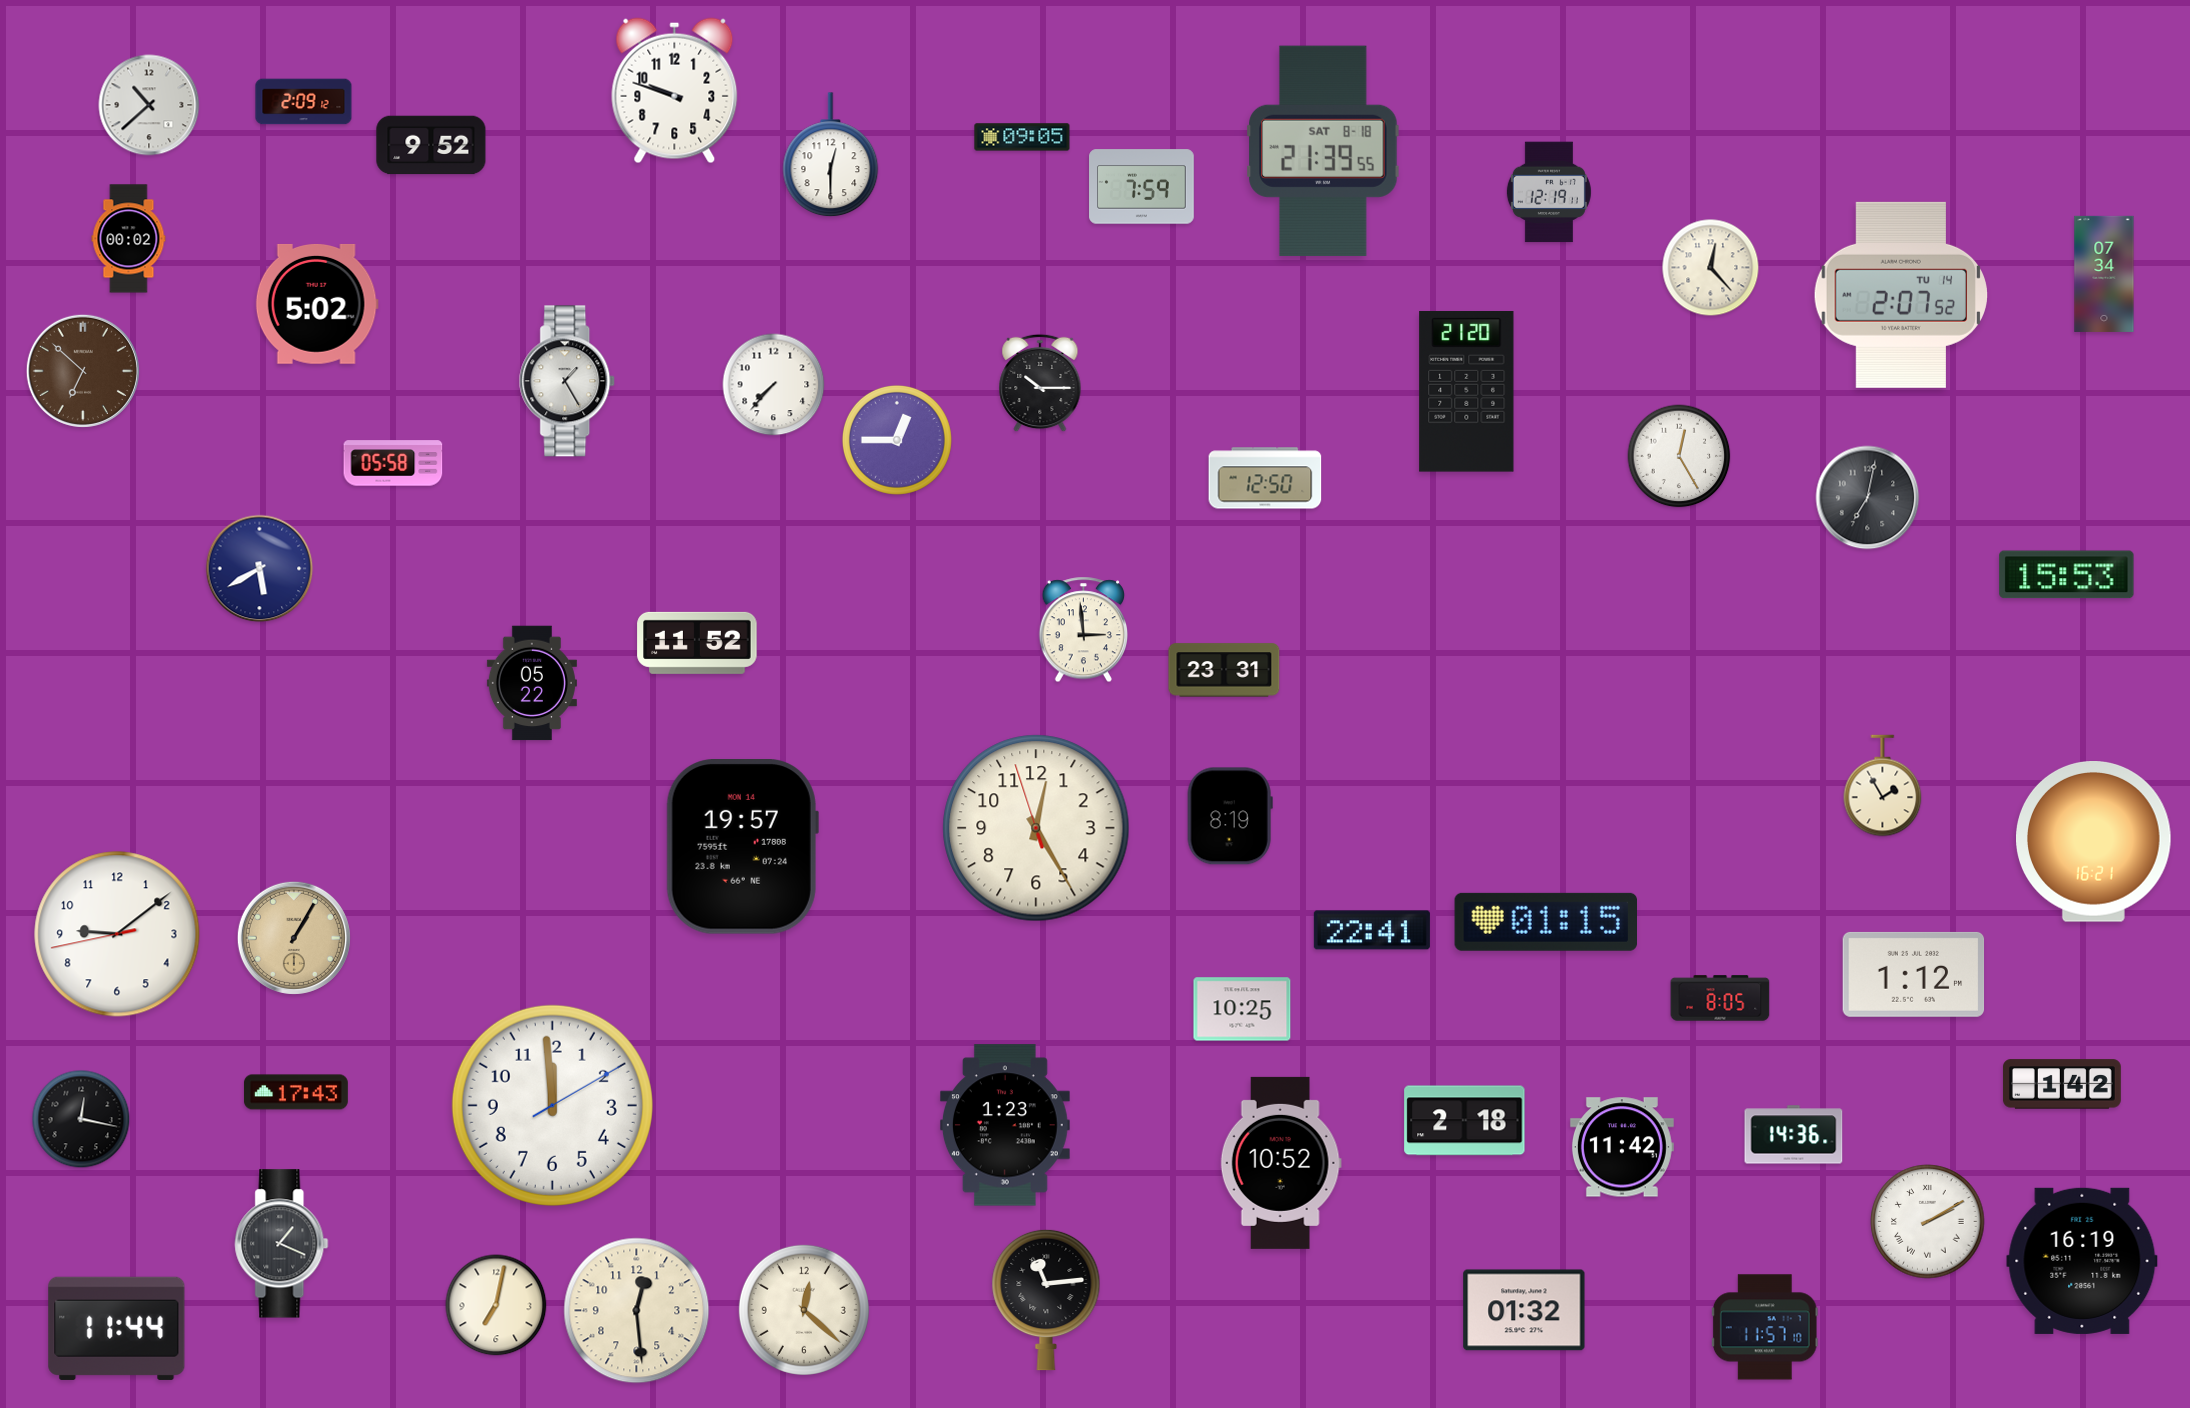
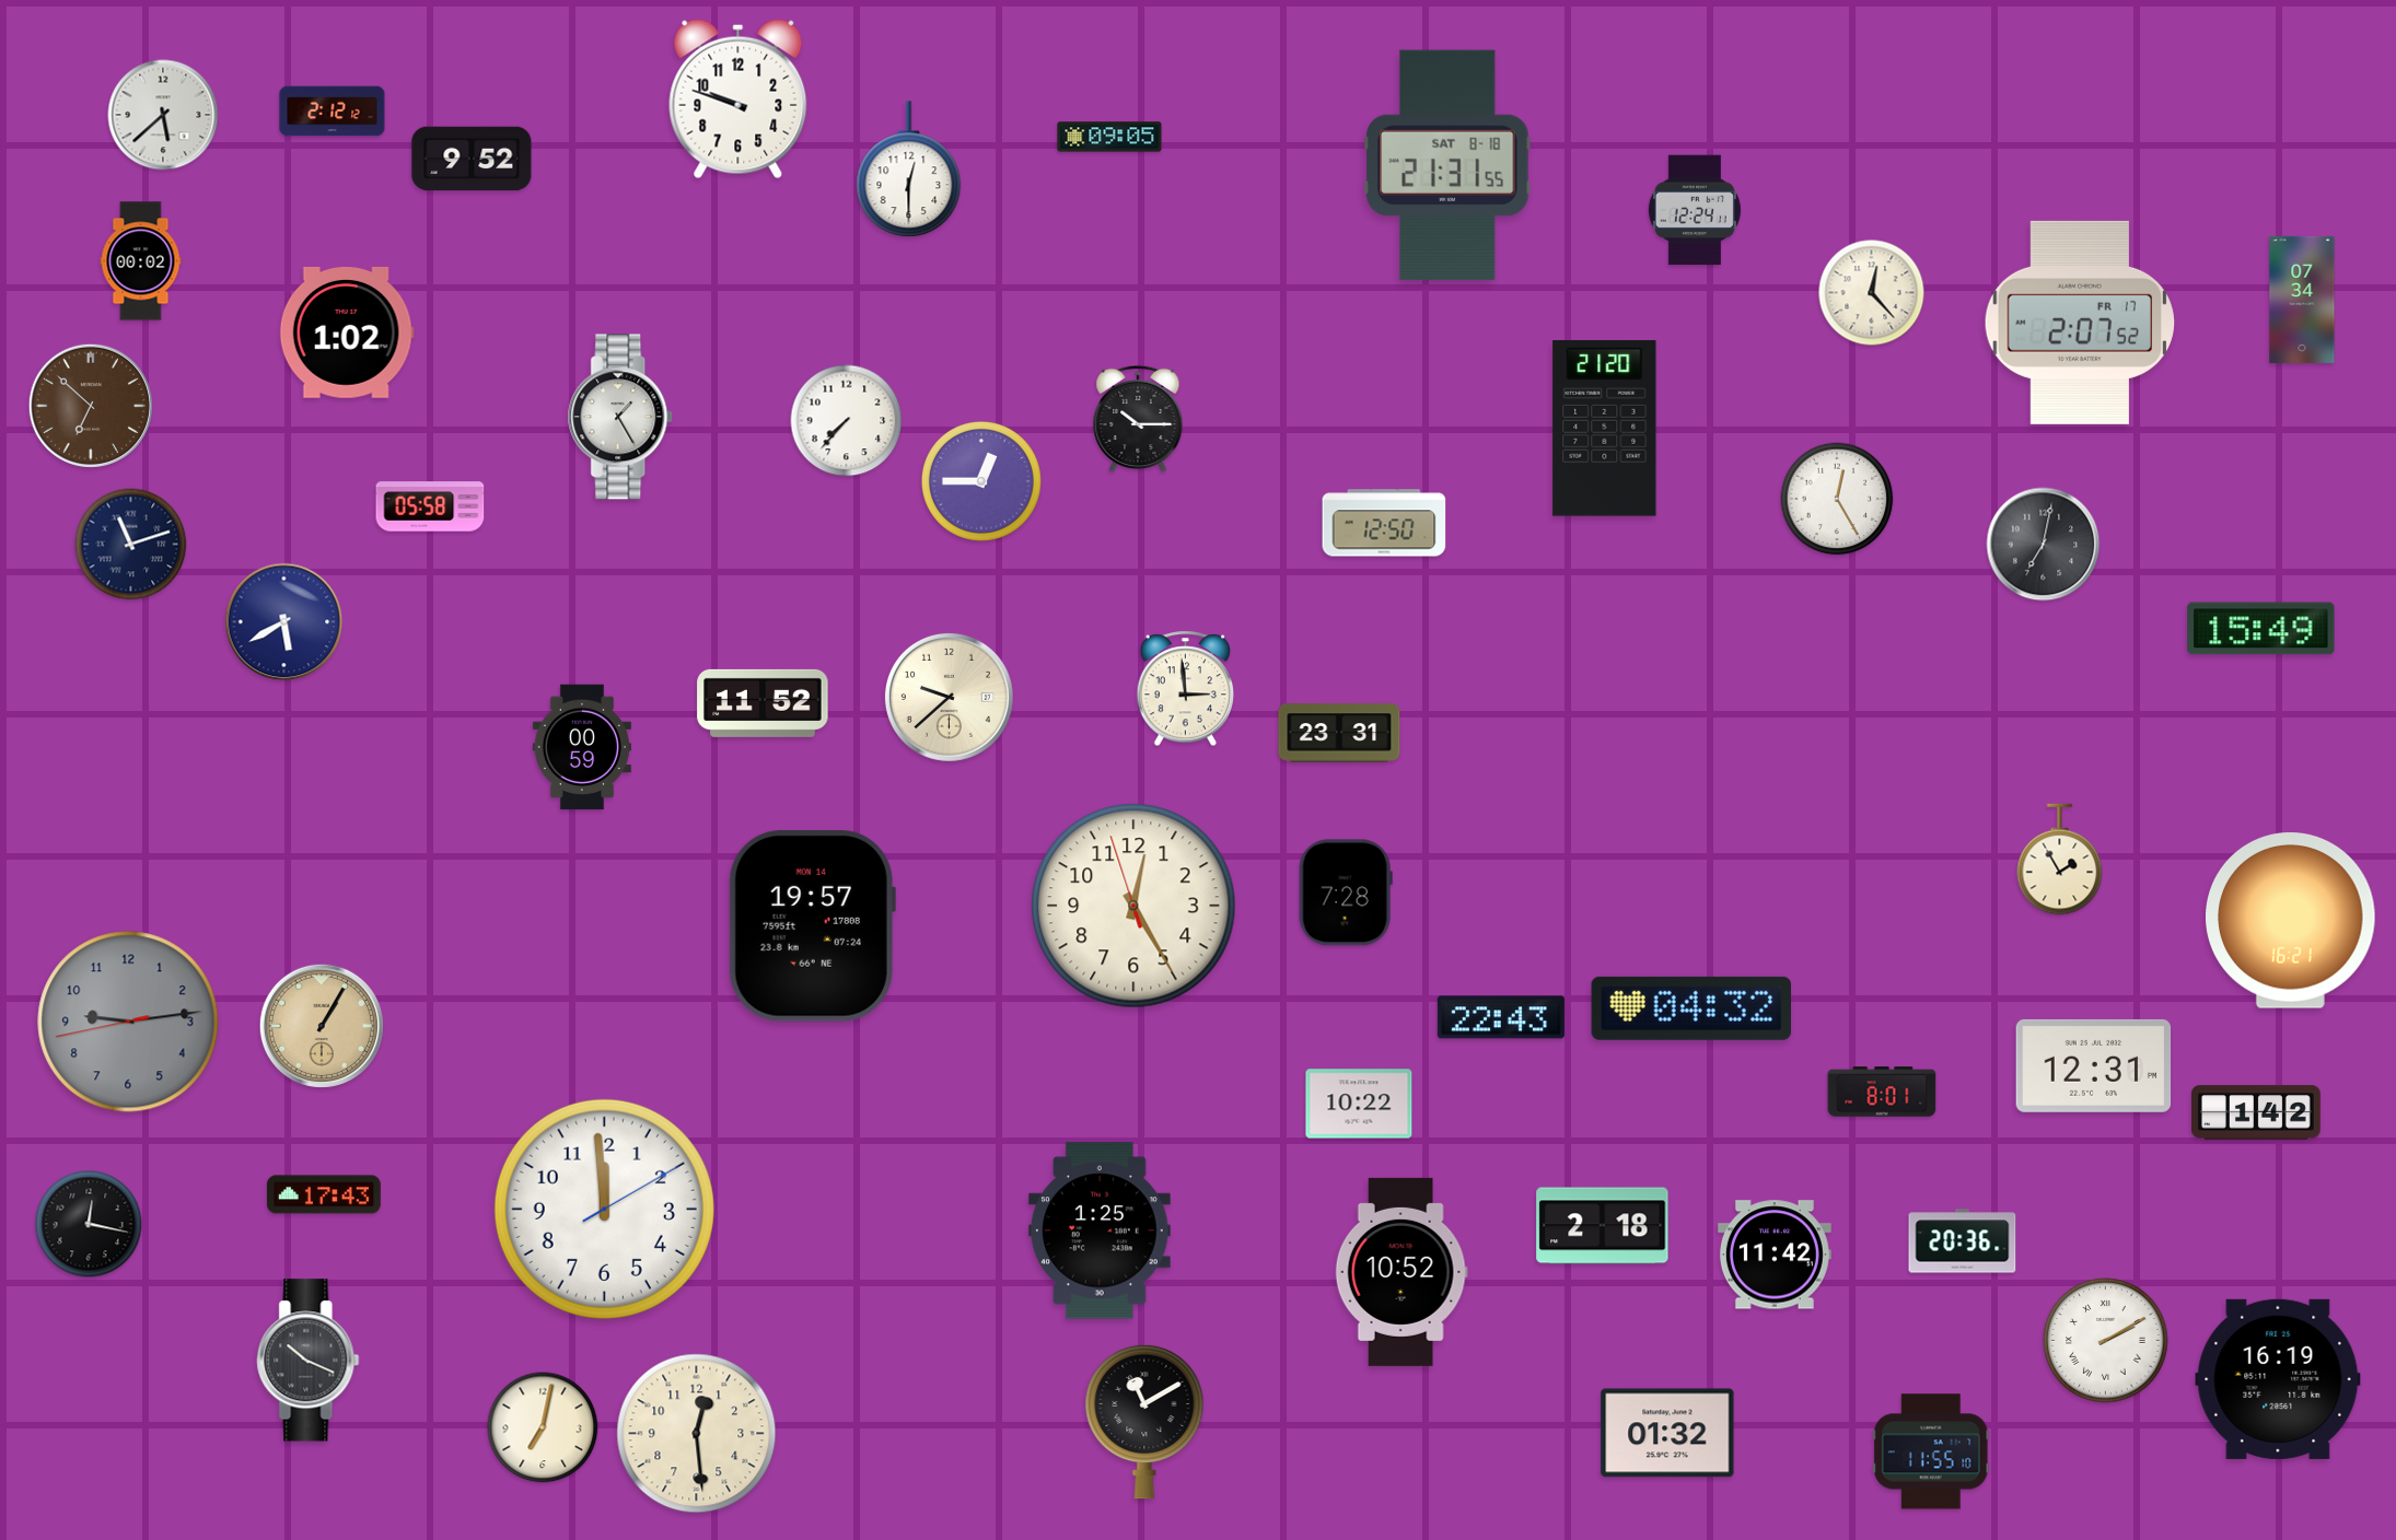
clock at (304, 102): 2:09 -> 2:12
clock at (149, 105): 10:38 -> 5:38
clock at (1022, 137) position: (1022, 137) -> (1109, 137)
clock at (1323, 150): 21:39 -> 21:31
clock at (1142, 187): 7:59 -> none
clock at (1549, 192): 12:19 -> 12:24
clock at (1900, 295) date: TU 14 -> FR 17
clock at (317, 304): 5:02 -> 1:02
clock at (131, 545): none -> 11:12
clock at (2067, 575): 15:53 -> 15:49
clock at (949, 697): none -> 9:38
clock at (532, 683): 05:22 -> 00:59
clock at (1230, 816): 8:19 -> 7:28
clock at (1545, 922): 01:15 -> 04:32
clock at (1372, 930): 22:41 -> 22:43
clock at (117, 934): 9:08 -> 9:13
clock at (117, 934) dial: white -> grey
clock at (1914, 974): 1:12 -> 12:31
clock at (1720, 998): 8:05 -> 8:01
clock at (1242, 1009): 10:25 -> 10:22
clock at (2062, 1084) position: (2062, 1084) -> (2256, 1112)
clock at (1005, 1125): 1:23 -> 1:25
clock at (1794, 1135): 14:36 -> 20:36
clock at (1928, 1222) position: (1928, 1222) -> (2106, 1341)
clock at (282, 1244): 1:19 -> 10:19
clock at (1046, 1300): 11:14 -> 11:10
clock at (804, 1310): 12:22 -> none
clock at (1765, 1327): 11:57 -> 11:55
clock at (117, 1328): 11:44 -> none
